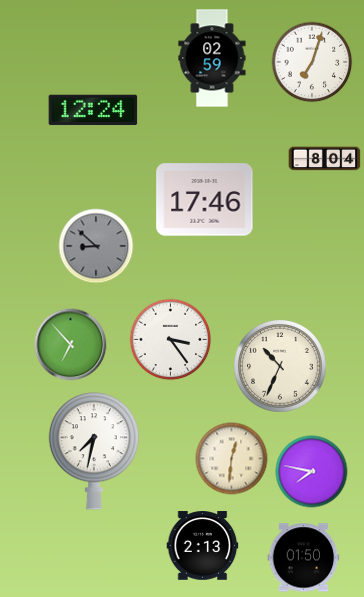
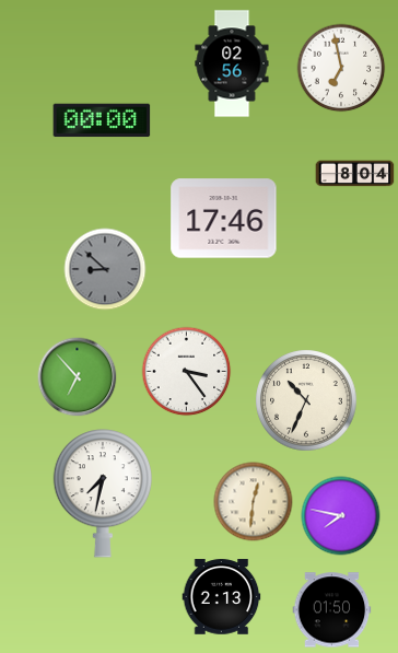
clock at (212, 58): 02:59 -> 02:56
clock at (312, 62): 7:03 -> 6:58
clock at (93, 110): 12:24 -> 00:00
